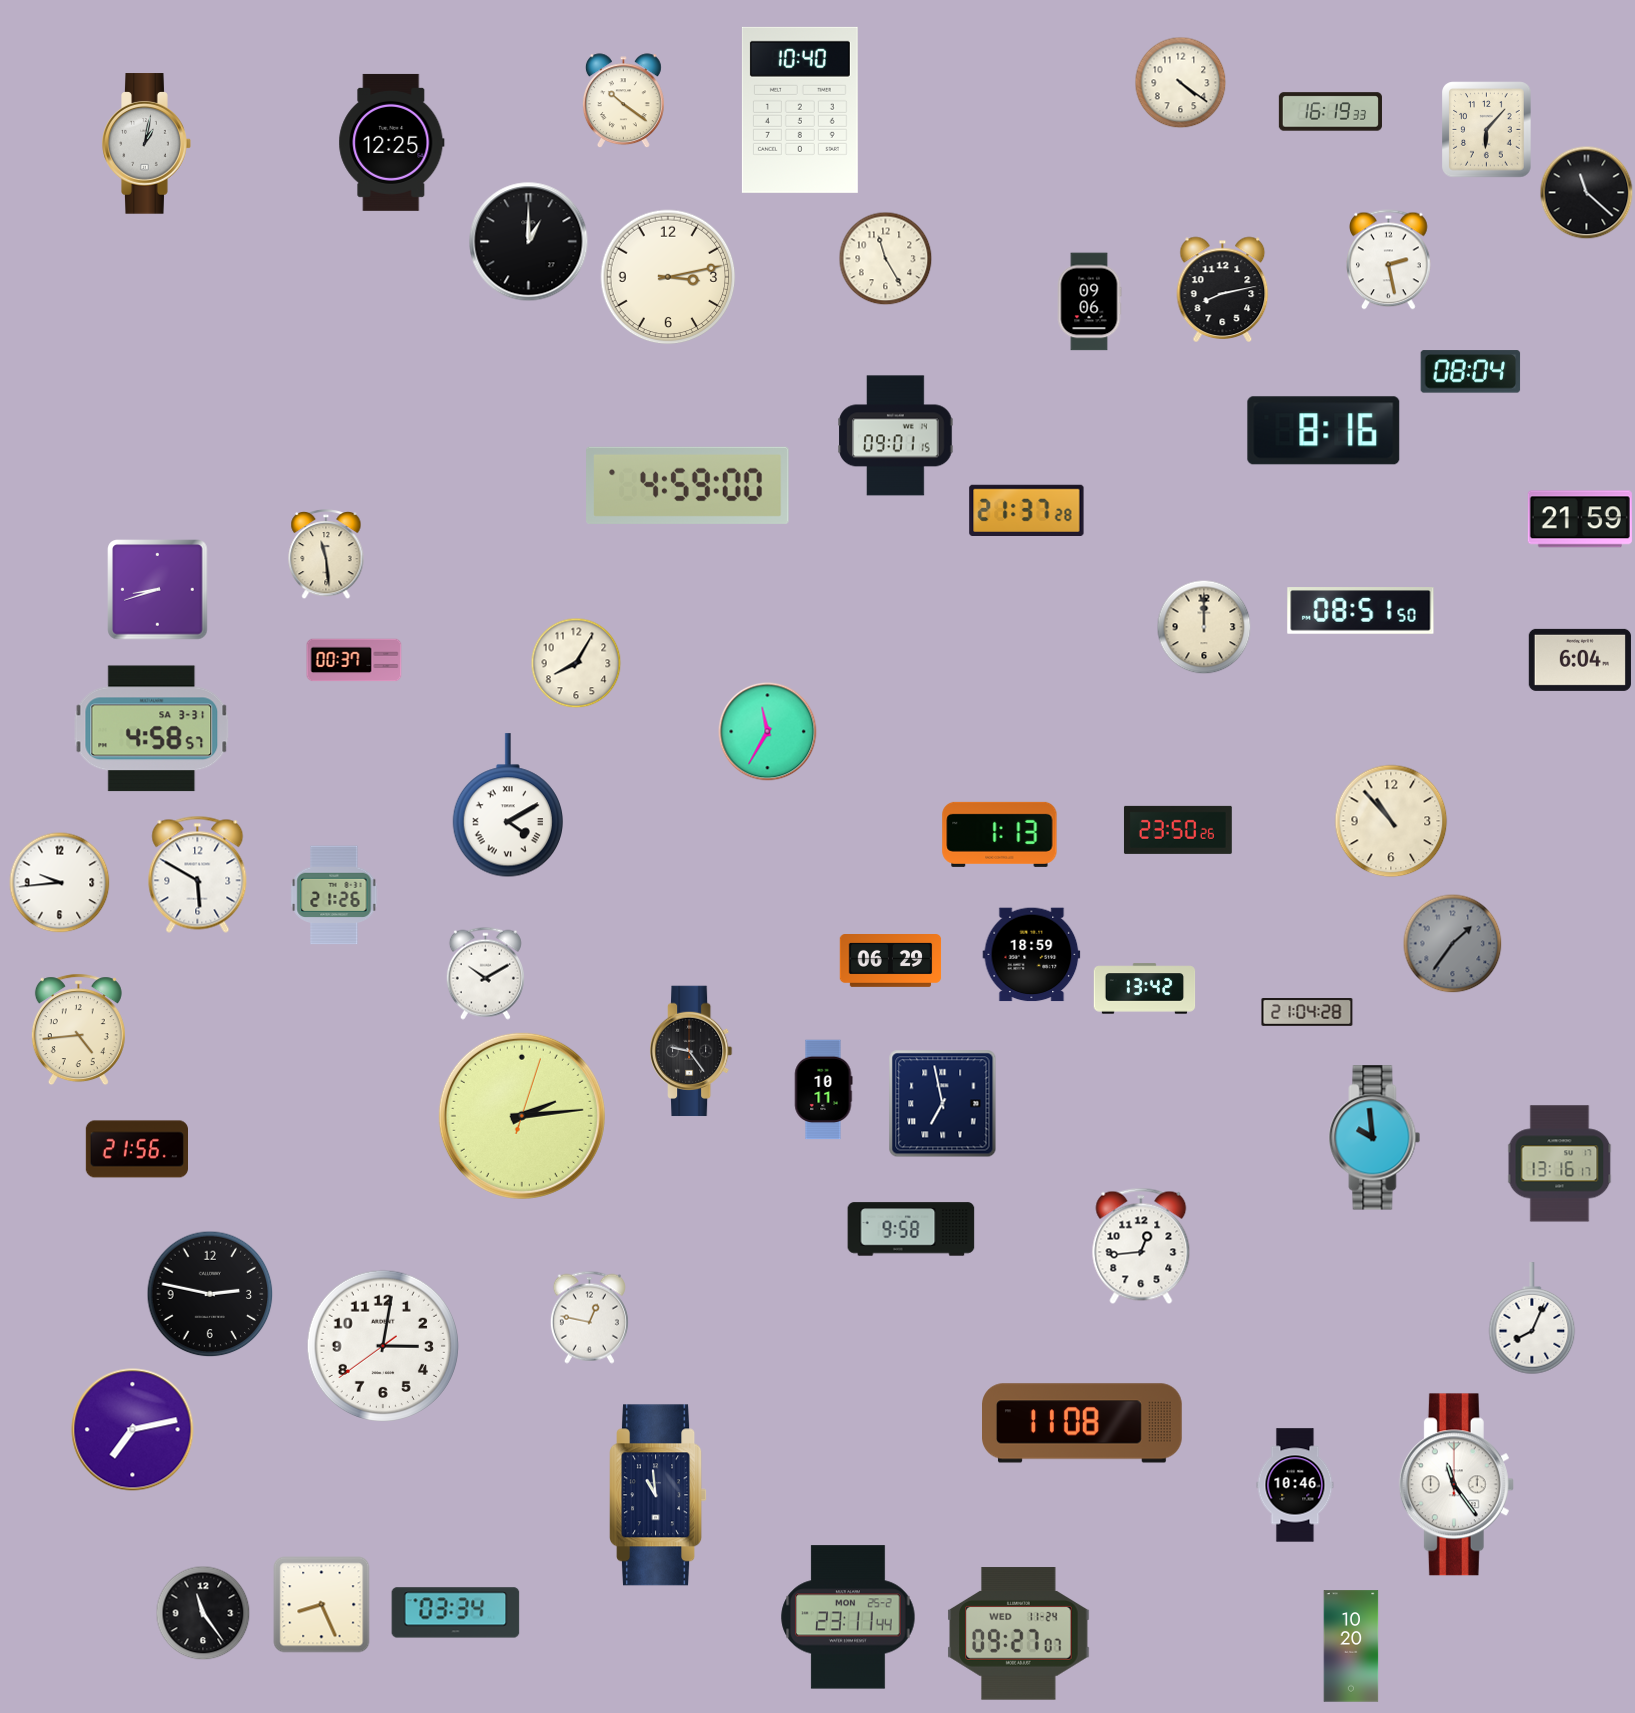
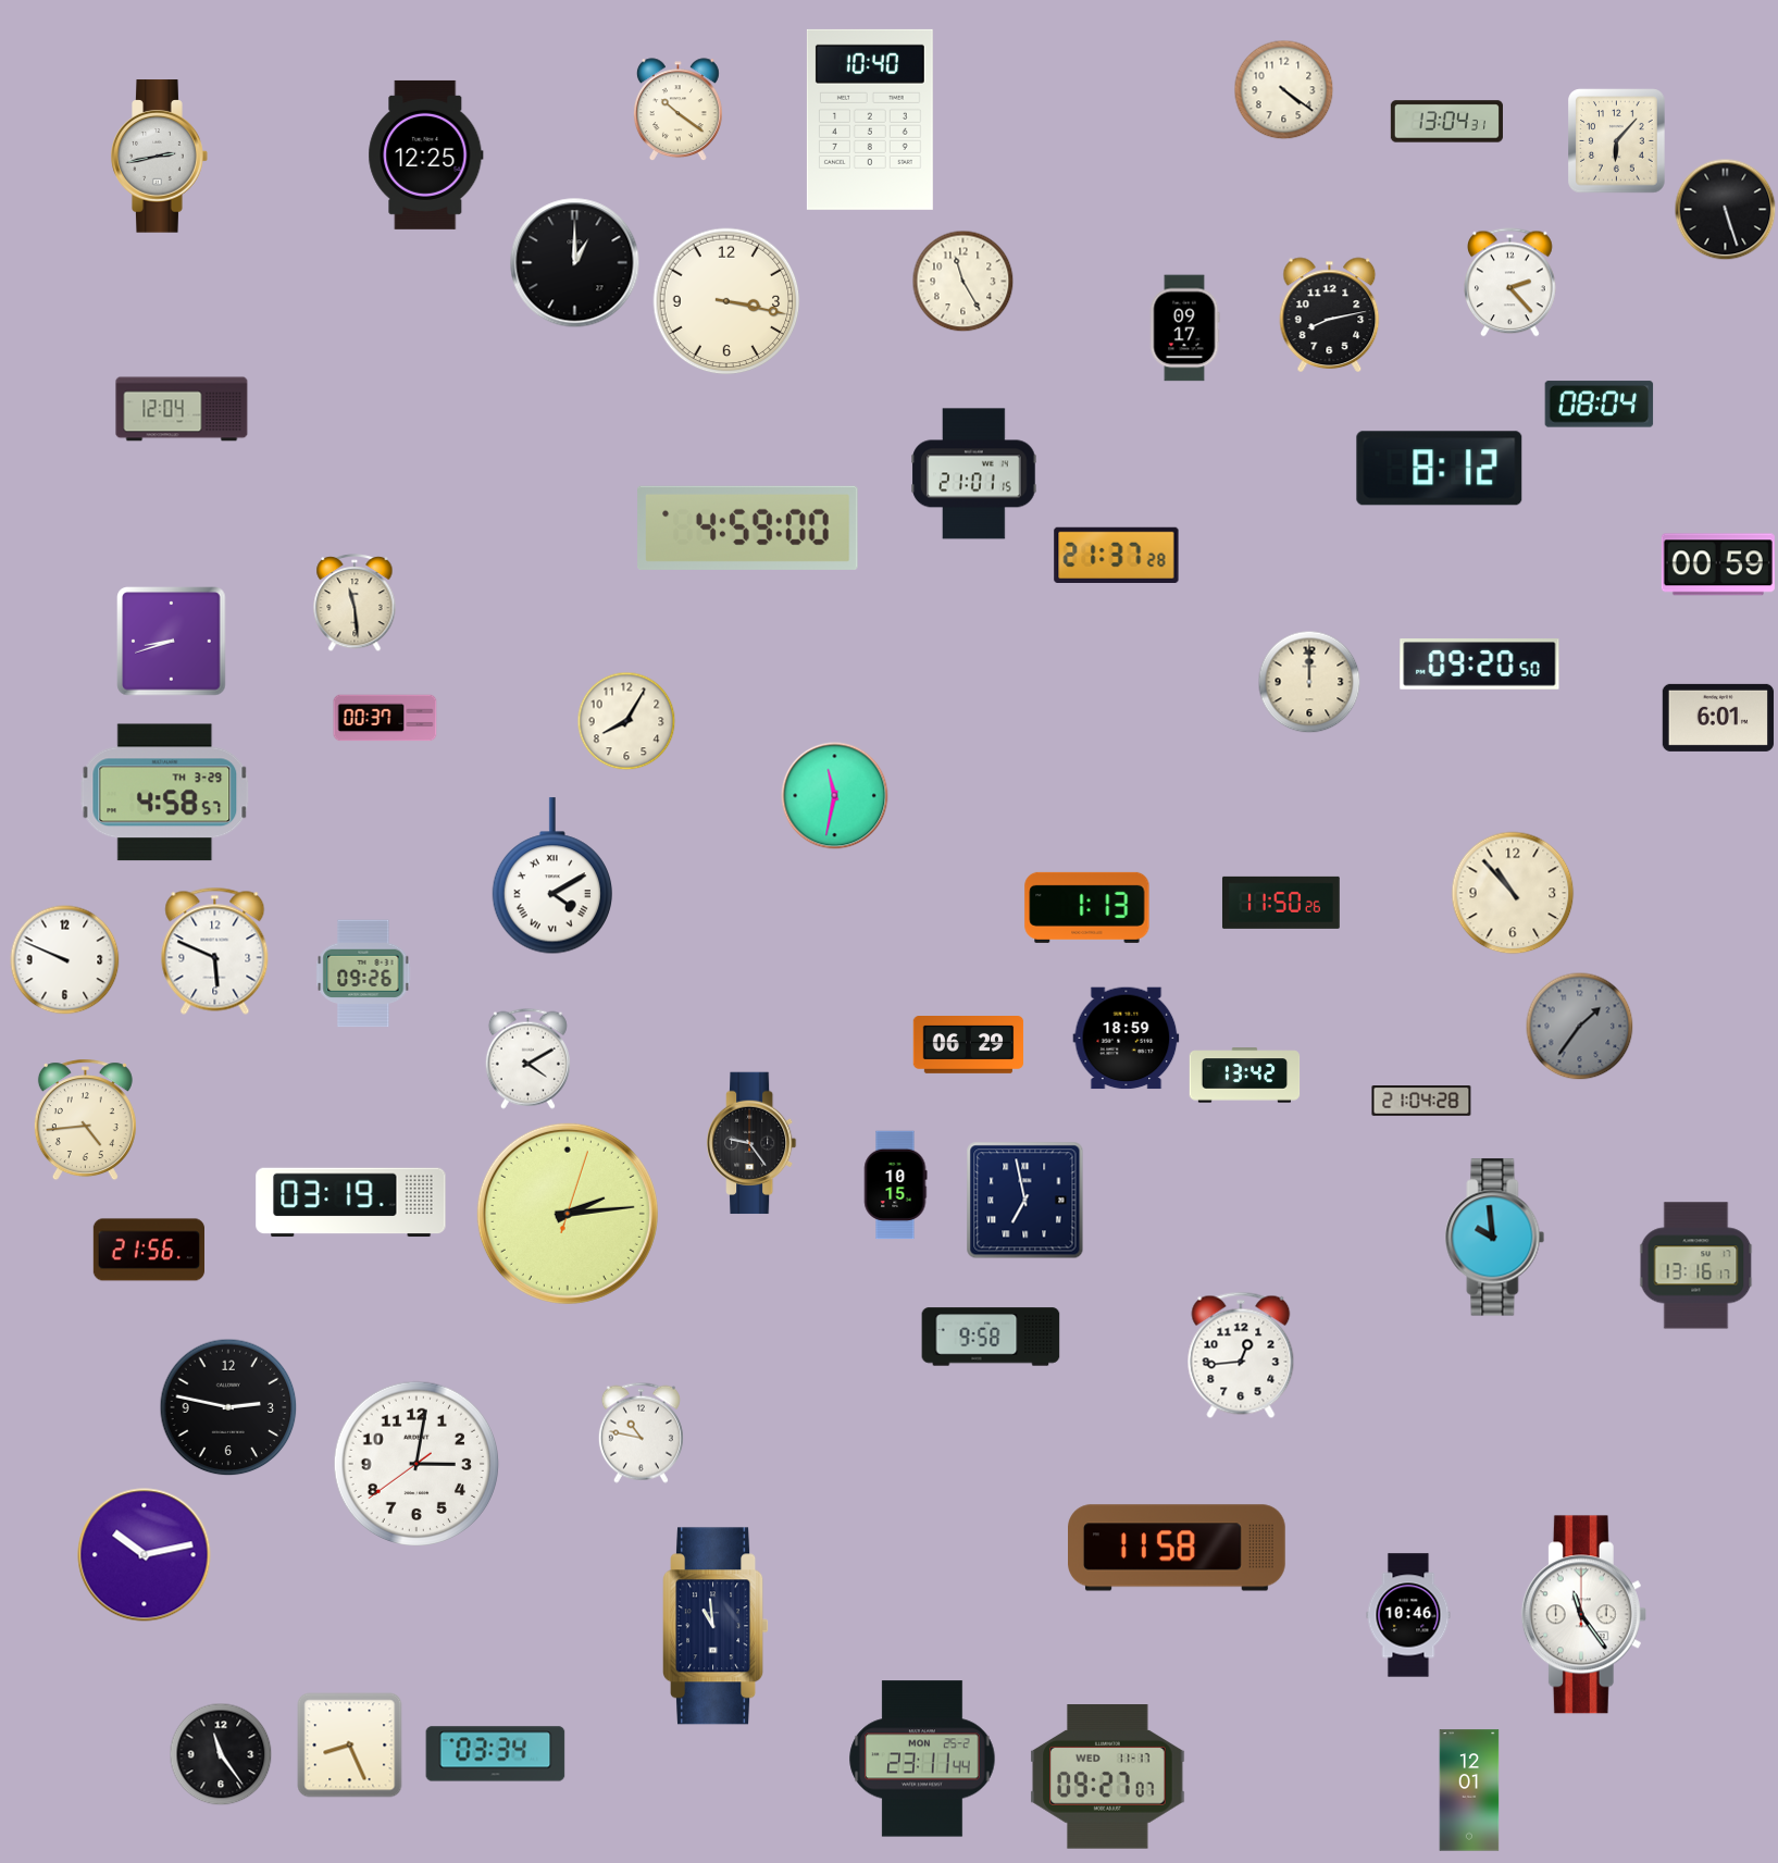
clock at (1330, 112): 16:19 -> 13:04
clock at (147, 144): 1:02 -> 2:43
clock at (1587, 193): 11:22 -> 5:27
clock at (1389, 260): 2:28 -> 2:23
clock at (668, 277): 3:13 -> 3:17
clock at (1089, 302): 09:06 -> 09:17
clock at (182, 409): none -> 12:04
clock at (1324, 431): 8:16 -> 8:12
clock at (896, 436): 09:01 -> 21:01
clock at (1580, 519): 21:59 -> 00:59
clock at (1361, 611): 08:51 -> 09:20
clock at (1580, 660): 6:04 -> 6:01
clock at (152, 729) date: SA 3-31 -> TH 3-29
clock at (768, 732): 11:35 -> 11:32
clock at (1178, 830): 23:50 -> 11:50
clock at (198, 874): 5:50 -> 5:49
clock at (60, 883): 9:44 -> 9:49
clock at (334, 895): 21:26 -> 09:26
clock at (1032, 955) position: (1032, 955) -> (1127, 1039)
clock at (485, 973): 10:10 -> 4:10
clock at (823, 1090): 10:11 -> 10:15
clock at (351, 1203): none -> 03:19
clock at (589, 1317): 12:47 -> 10:47
clock at (1532, 1319): 8:04 -> none
clock at (1083, 1423): 11:08 -> 11:58
clock at (133, 1430): 7:13 -> 10:13
clock at (1019, 1634) date: WED 11-24 -> WED 11-17
clock at (1351, 1646): 10:20 -> 12:01
